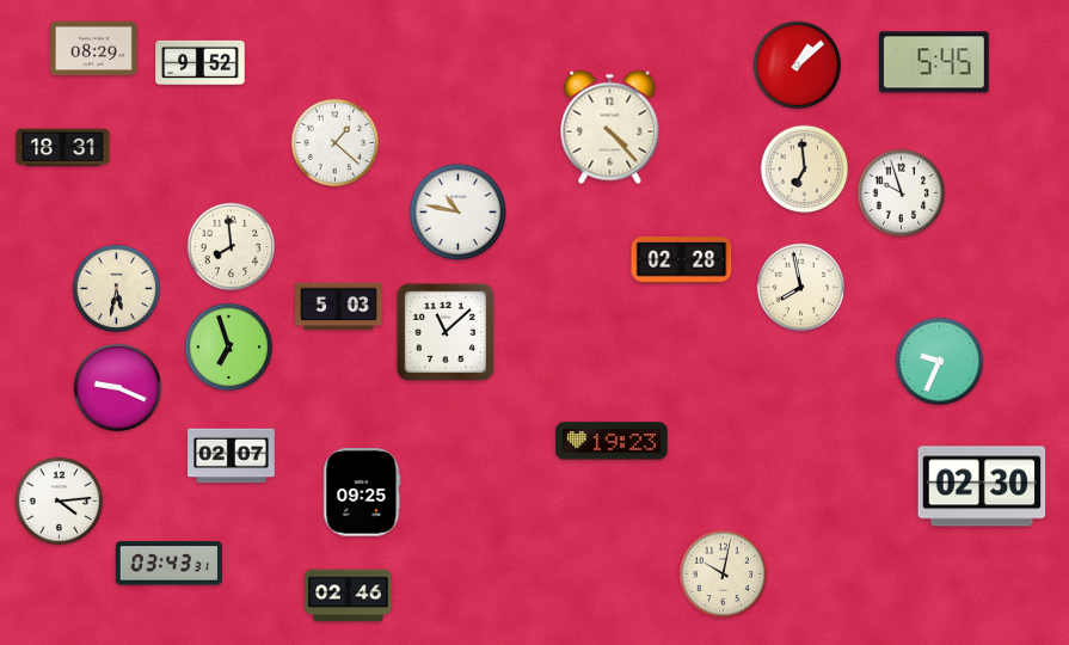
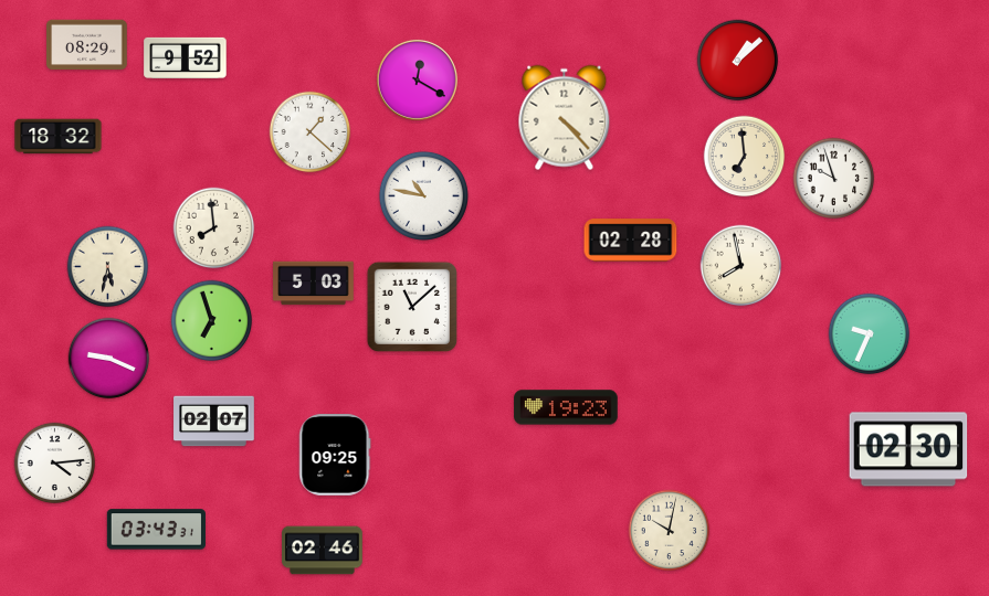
clock at (934, 62): 5:45 -> none
clock at (417, 79): none -> 12:20
clock at (63, 148): 18:31 -> 18:32
clock at (168, 564) position: (168, 564) -> (156, 530)
